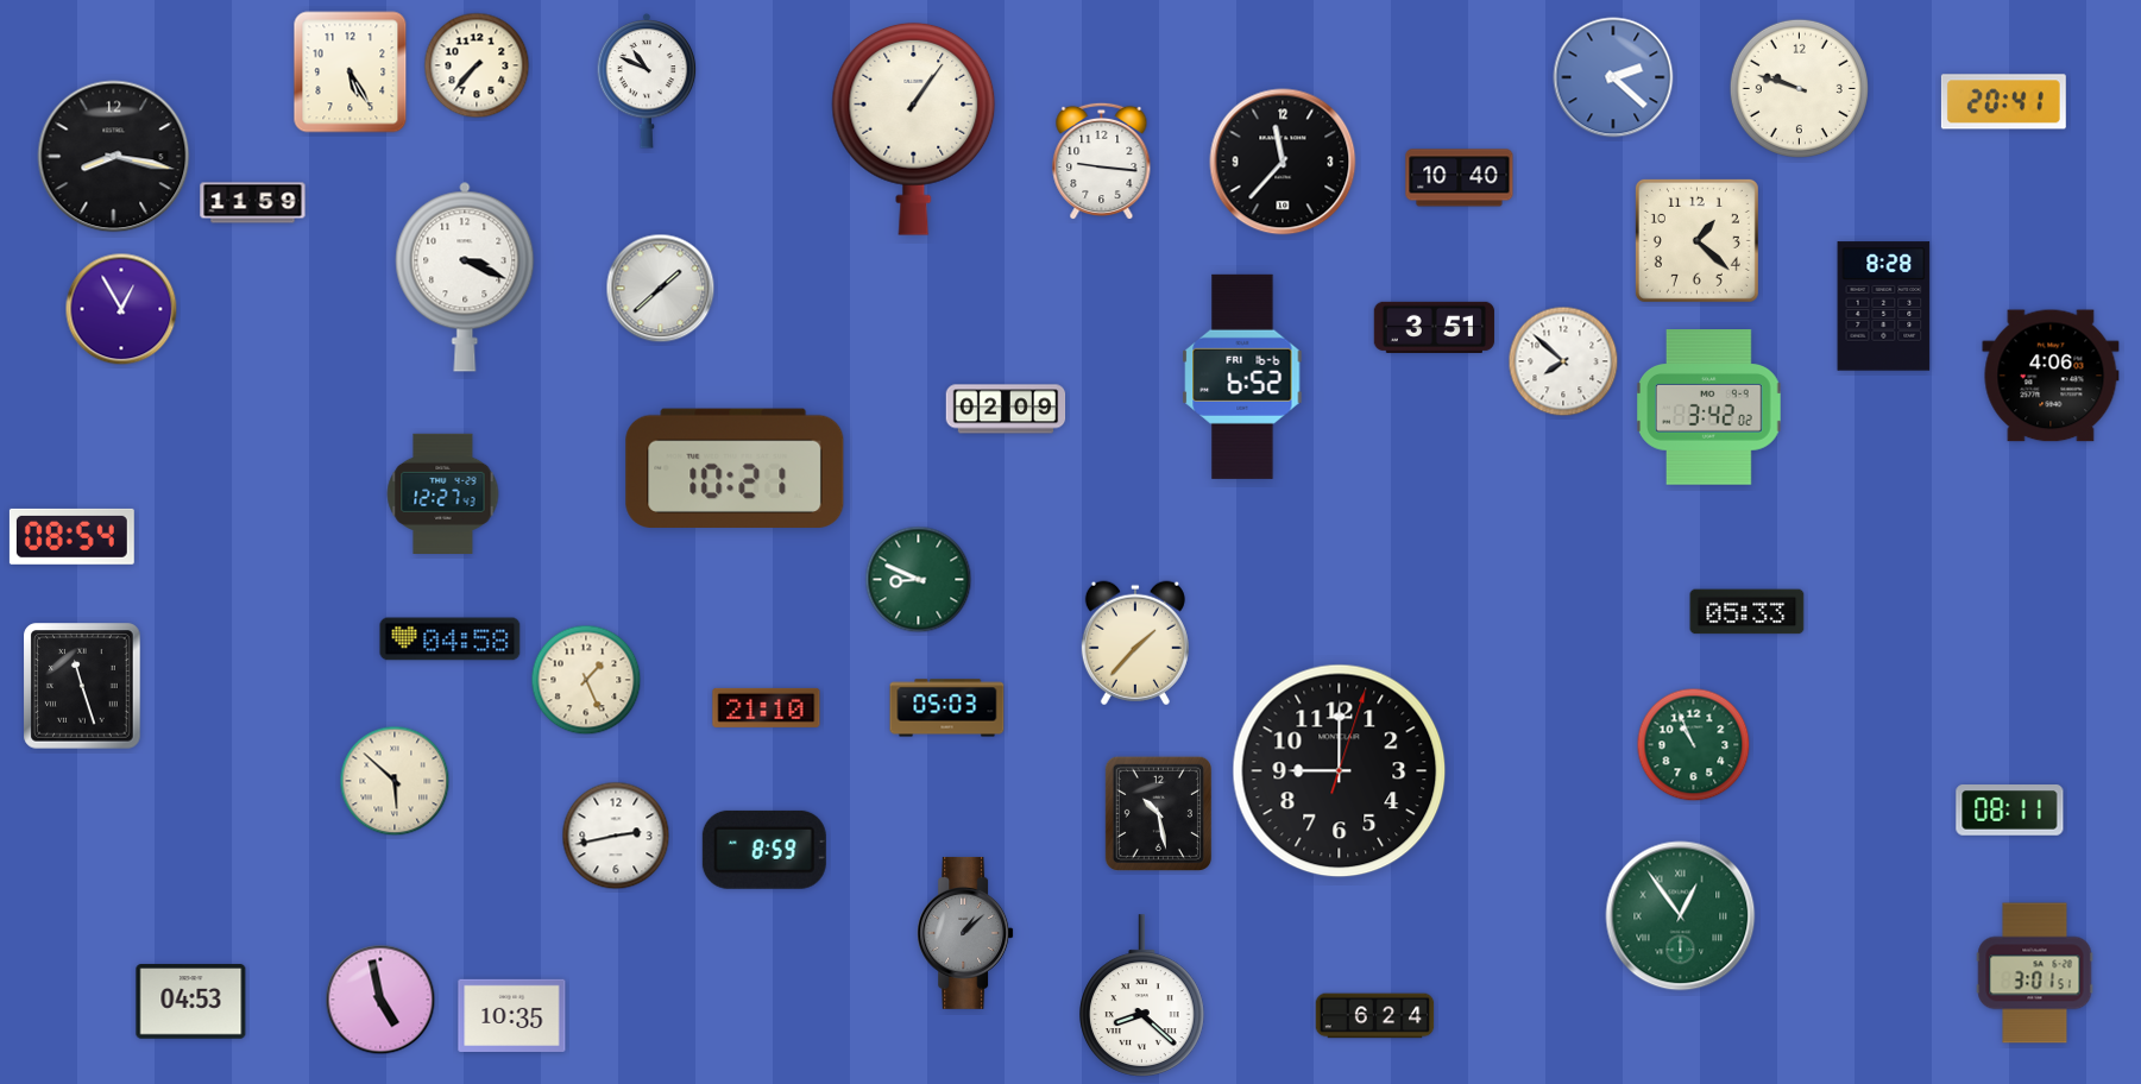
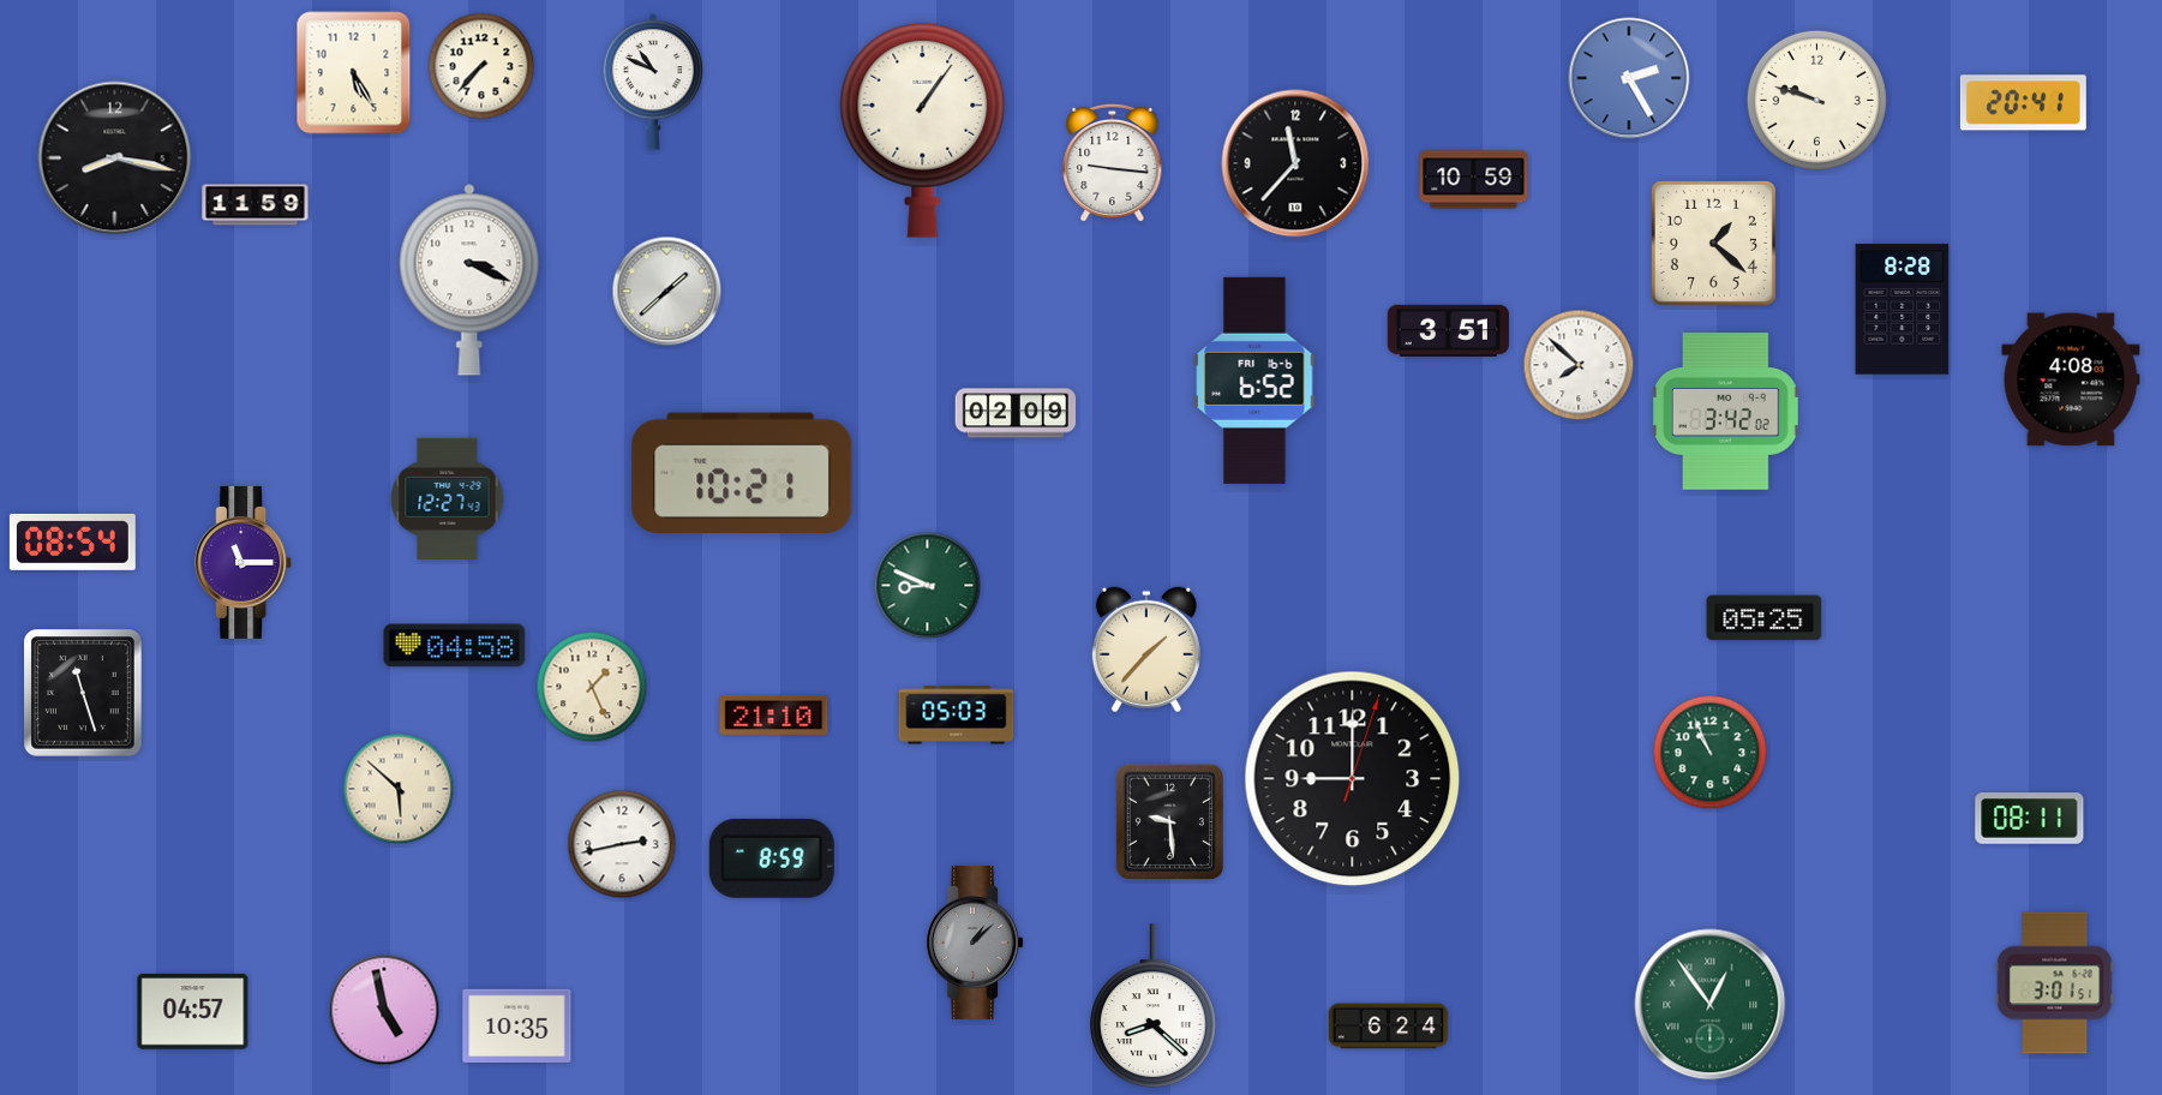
clock at (1613, 77): 2:22 -> 2:25
clock at (1799, 88) position: (1799, 88) -> (1816, 100)
clock at (1460, 178): 10:40 -> 10:59
clock at (121, 309): 12:55 -> none
clock at (2051, 376): 4:06 -> 4:08
clock at (244, 562): none -> 11:15
clock at (1748, 612): 05:33 -> 05:25
clock at (1158, 813): 10:28 -> 9:29
clock at (1681, 916) position: (1681, 916) -> (1711, 1005)
clock at (191, 1002): 04:53 -> 04:57
